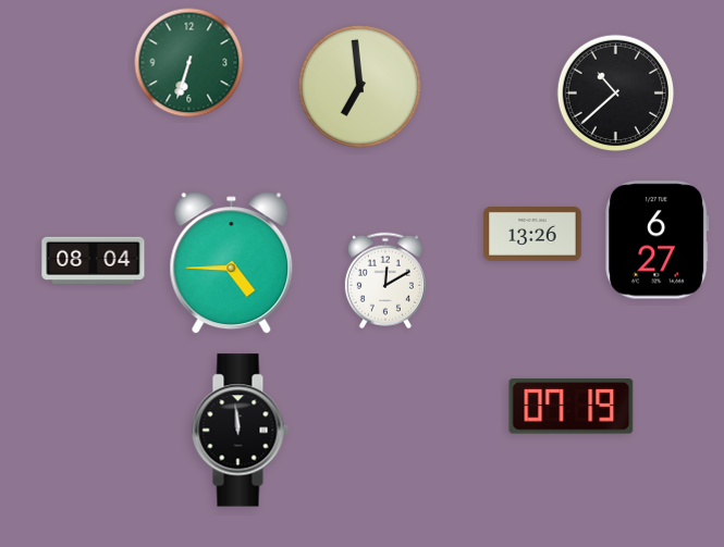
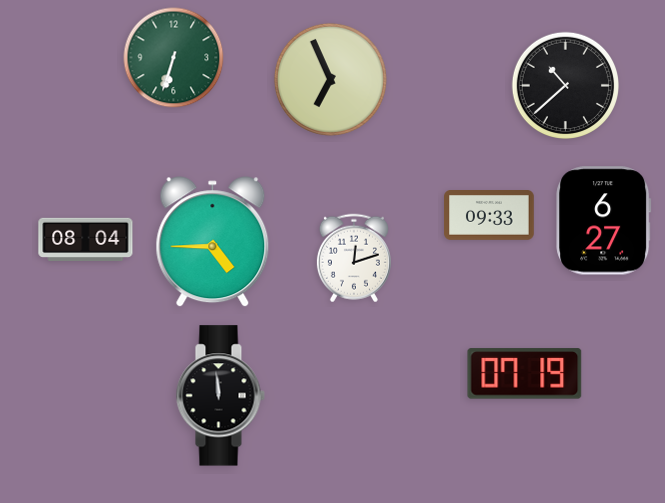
clock at (359, 86): 6:59 -> 6:56
clock at (532, 235): 13:26 -> 09:33
clock at (385, 281): 12:10 -> 12:12
